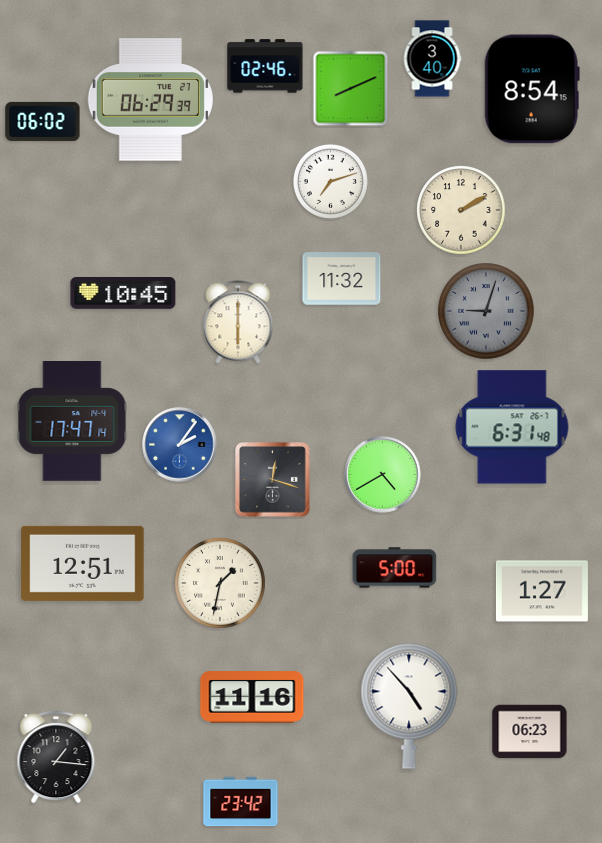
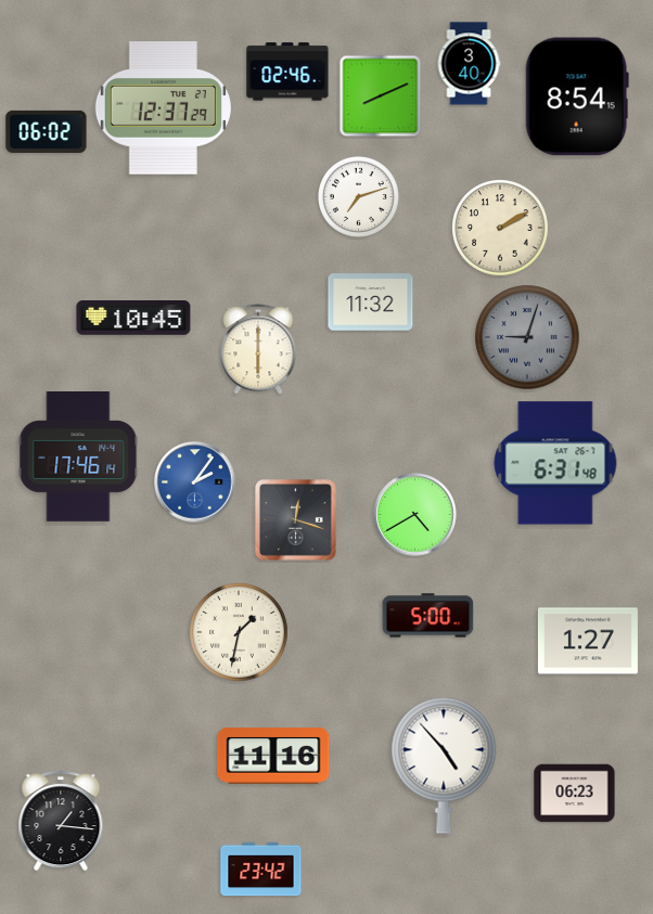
clock at (150, 100): 06:29 -> 12:37
clock at (72, 422): 17:47 -> 17:46
clock at (83, 563): 12:51 -> none
